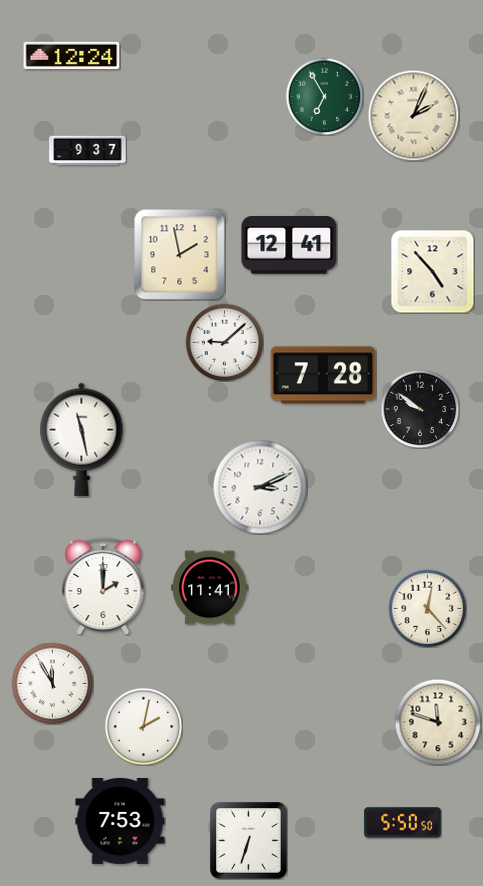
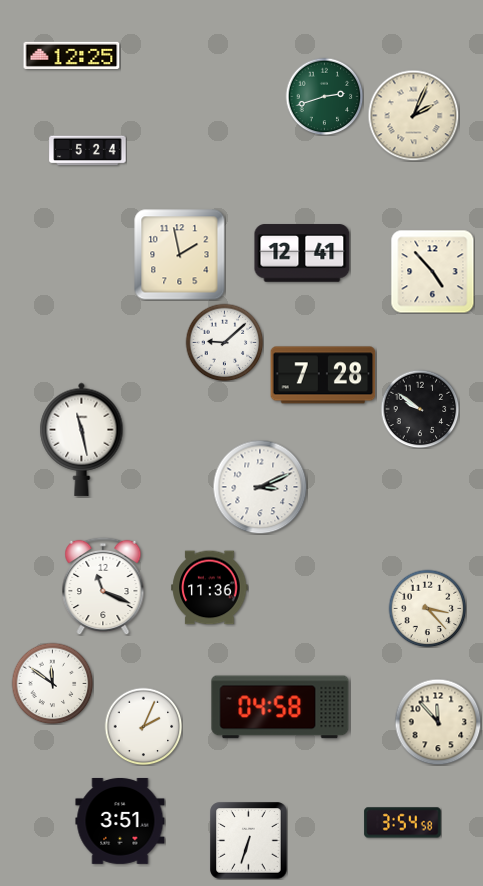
clock at (72, 55): 12:24 -> 12:25
clock at (324, 96): 6:55 -> 2:42
clock at (88, 151): 9:37 -> 5:24
clock at (289, 245) position: (289, 245) -> (302, 253)
clock at (103, 586): 2:00 -> 11:19
clock at (210, 588): 11:41 -> 11:36
clock at (427, 608): 12:23 -> 3:23
clock at (52, 683): 11:55 -> 11:51
clock at (280, 707): none -> 04:58
clock at (438, 722): 11:48 -> 11:53
clock at (143, 726): 2:02 -> 2:04
clock at (120, 821): 7:53 -> 3:51
clock at (403, 823): 5:50 -> 3:54
